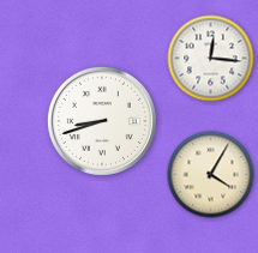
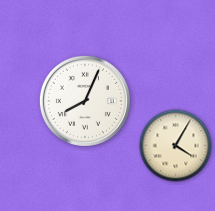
clock at (211, 59): 12:16 -> none
clock at (102, 121): 8:42 -> 8:04
